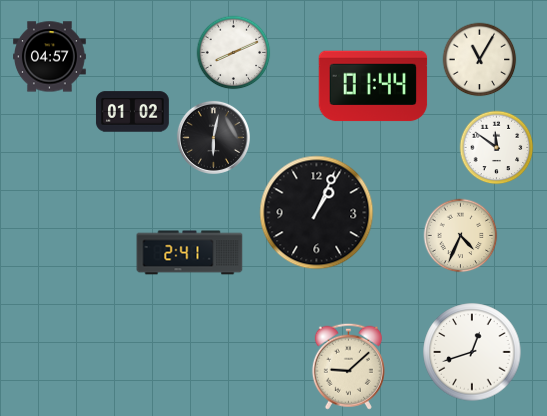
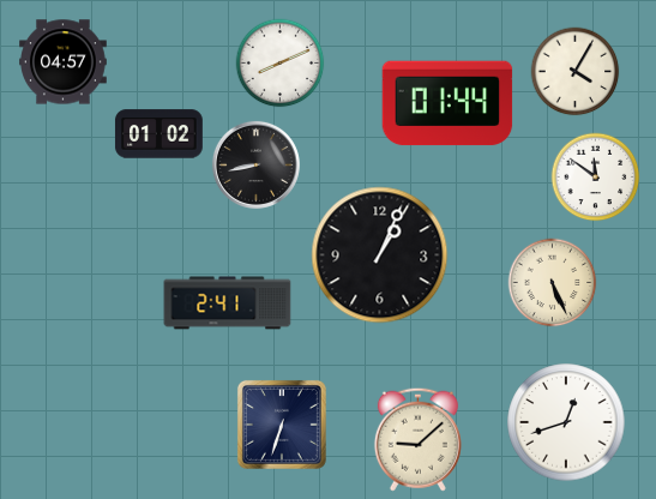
clock at (50, 57) position: (50, 57) -> (64, 62)
clock at (480, 60): 11:05 -> 4:05
clock at (213, 137): 6:02 -> 8:43
clock at (461, 236): 4:34 -> 5:26
clock at (282, 425): none -> 6:33
